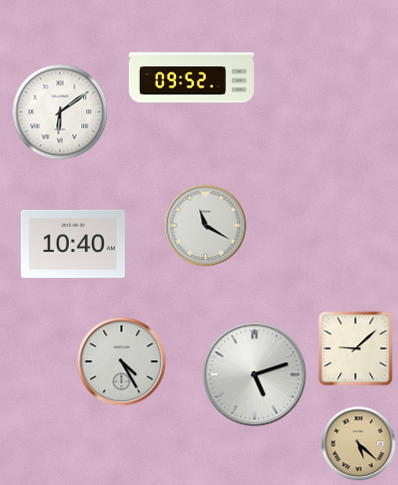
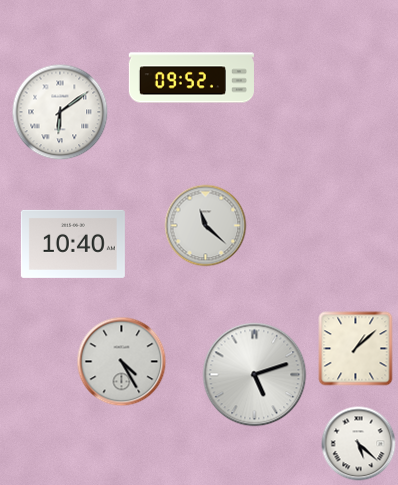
clock at (206, 226): 11:20 -> 11:22
clock at (356, 349): 9:08 -> 1:08
clock at (359, 444) dial: champagne -> white
